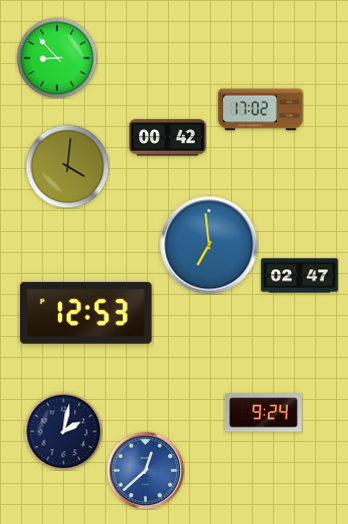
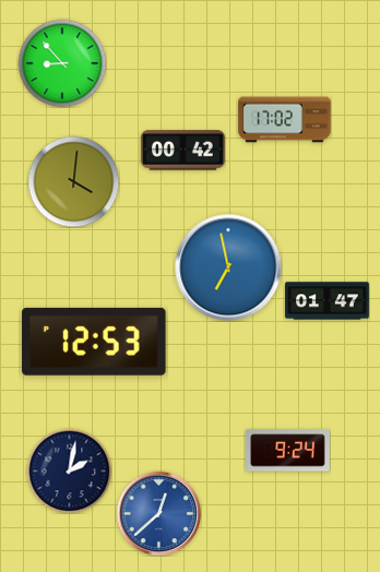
clock at (209, 245): 6:59 -> 6:58
clock at (300, 276): 02:47 -> 01:47
